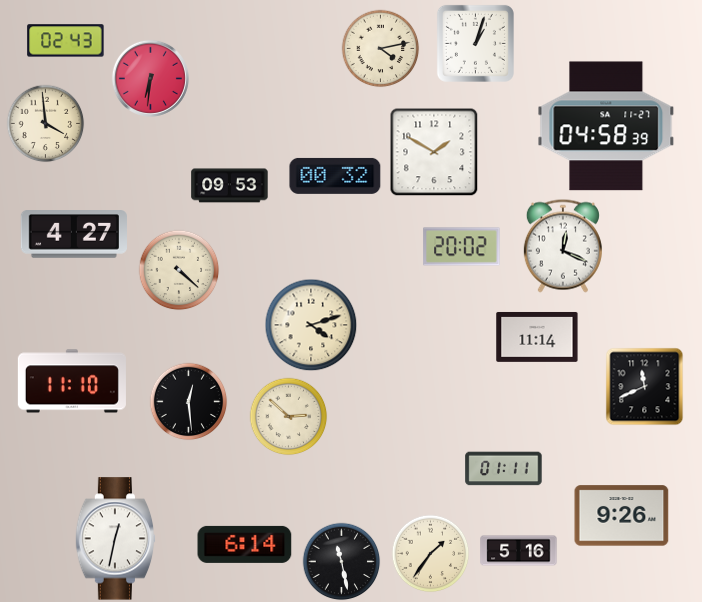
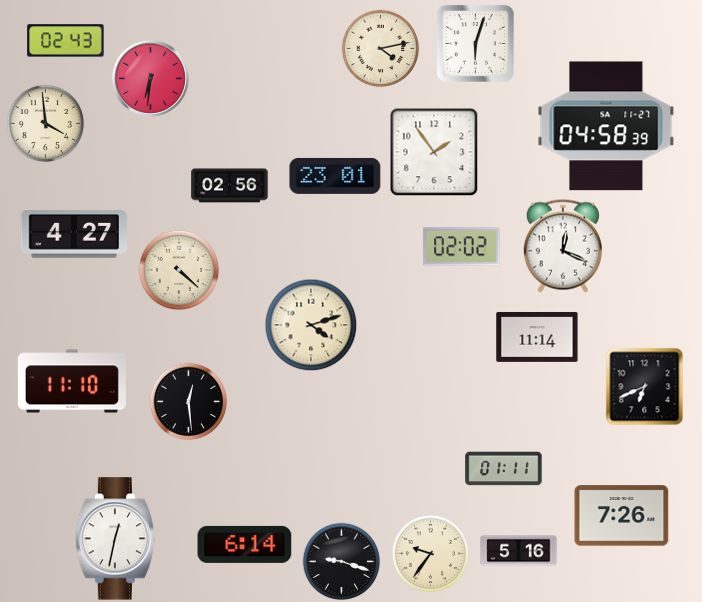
clock at (475, 43): 1:03 -> 6:03
clock at (434, 152): 1:50 -> 1:54
clock at (335, 176): 00:32 -> 23:01
clock at (230, 186): 09:53 -> 02:56
clock at (462, 247): 20:02 -> 02:02
clock at (644, 386): 11:41 -> 6:41
clock at (288, 416): 2:52 -> none
clock at (622, 516): 9:26 -> 7:26
clock at (430, 553): 1:36 -> 9:36
clock at (341, 561): 11:28 -> 9:18
